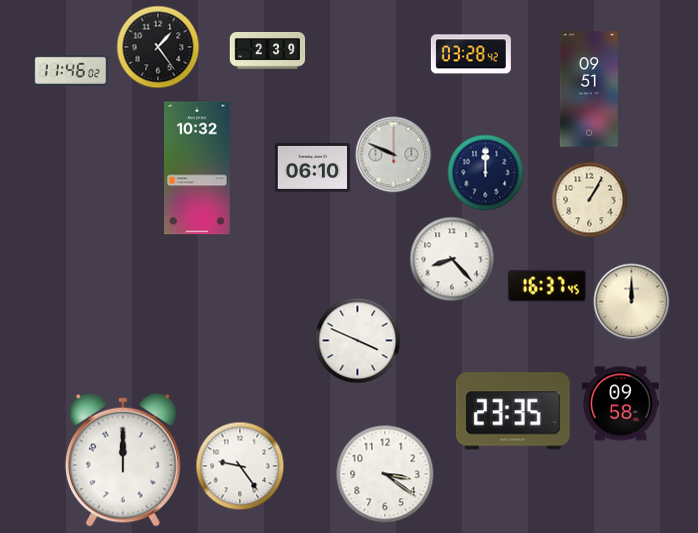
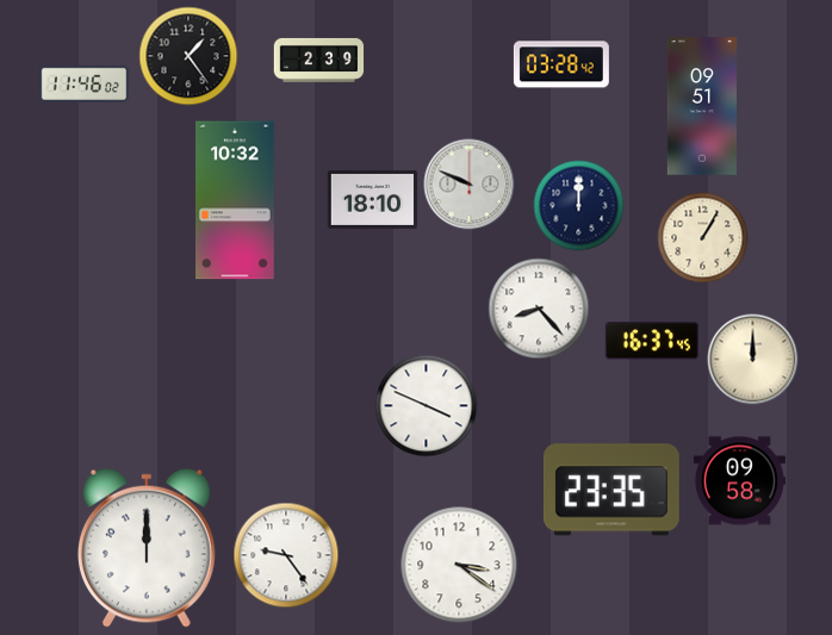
clock at (313, 167): 06:10 -> 18:10
